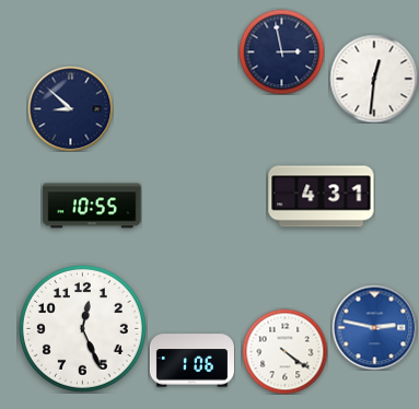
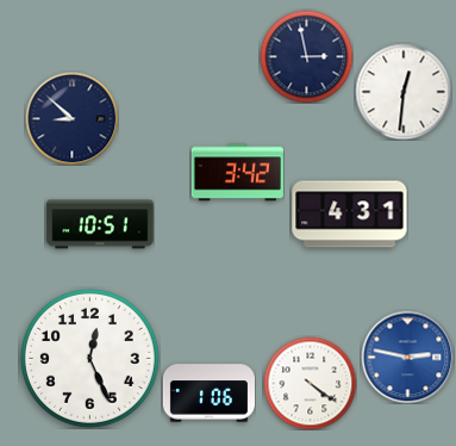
clock at (374, 79) position: (374, 79) -> (404, 92)
clock at (70, 108) position: (70, 108) -> (71, 118)
clock at (237, 173): none -> 3:42
clock at (92, 206): 10:55 -> 10:51
